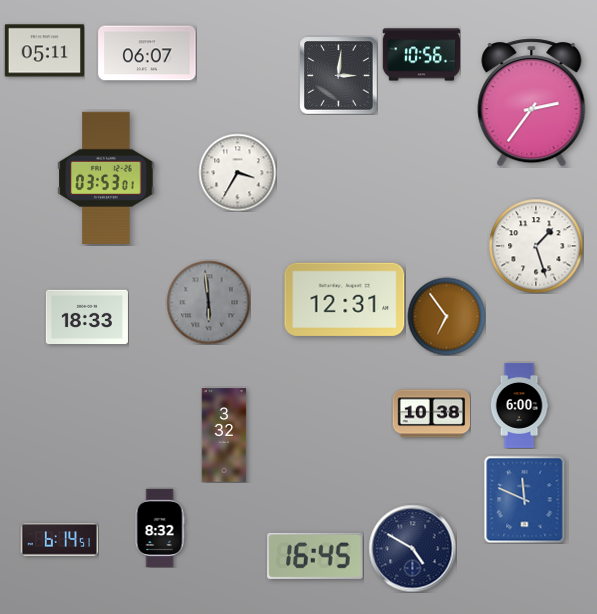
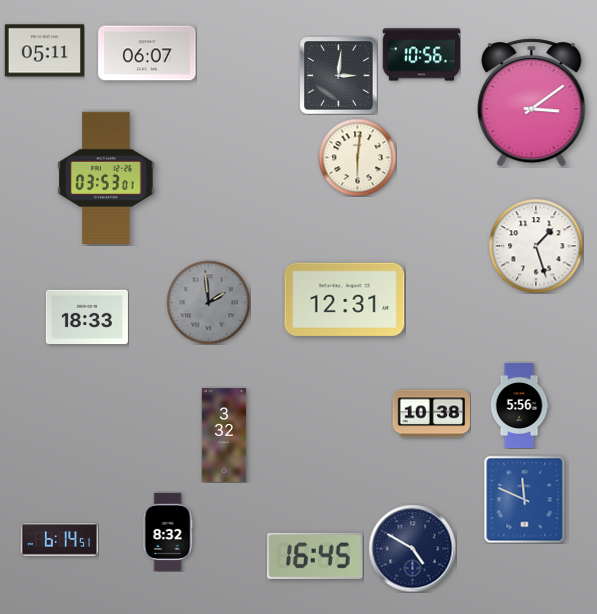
clock at (532, 103): 2:36 -> 3:09
clock at (357, 157): none -> 6:01
clock at (237, 172): 3:35 -> none
clock at (208, 302): 5:59 -> 1:59
clock at (446, 316): 6:54 -> none
clock at (519, 405): 6:00 -> 5:56
clock at (160, 528) position: (160, 528) -> (168, 532)
